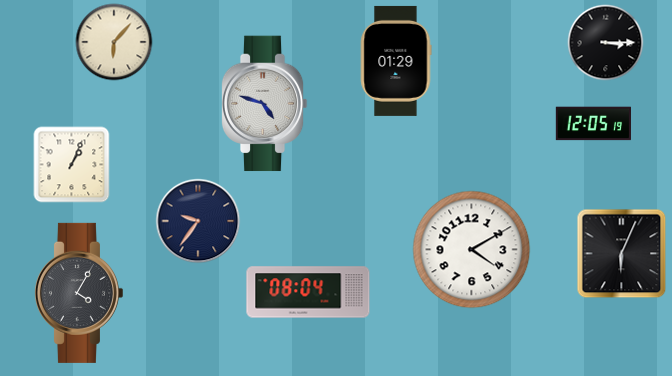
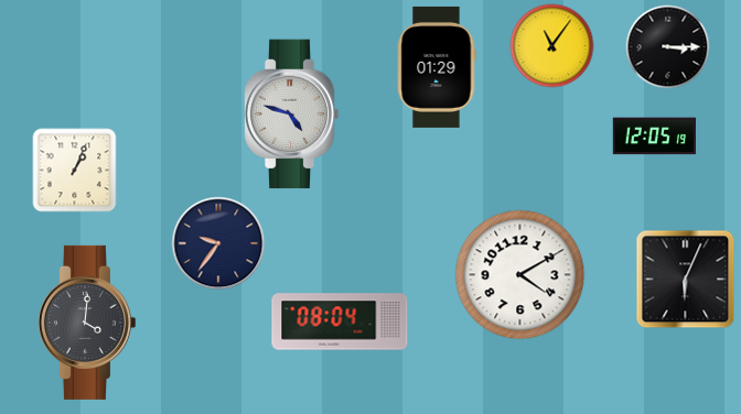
clock at (114, 42): 6:07 -> none
clock at (552, 46): none -> 11:06
clock at (72, 165) position: (72, 165) -> (75, 171)
clock at (78, 293): 4:05 -> 4:01
